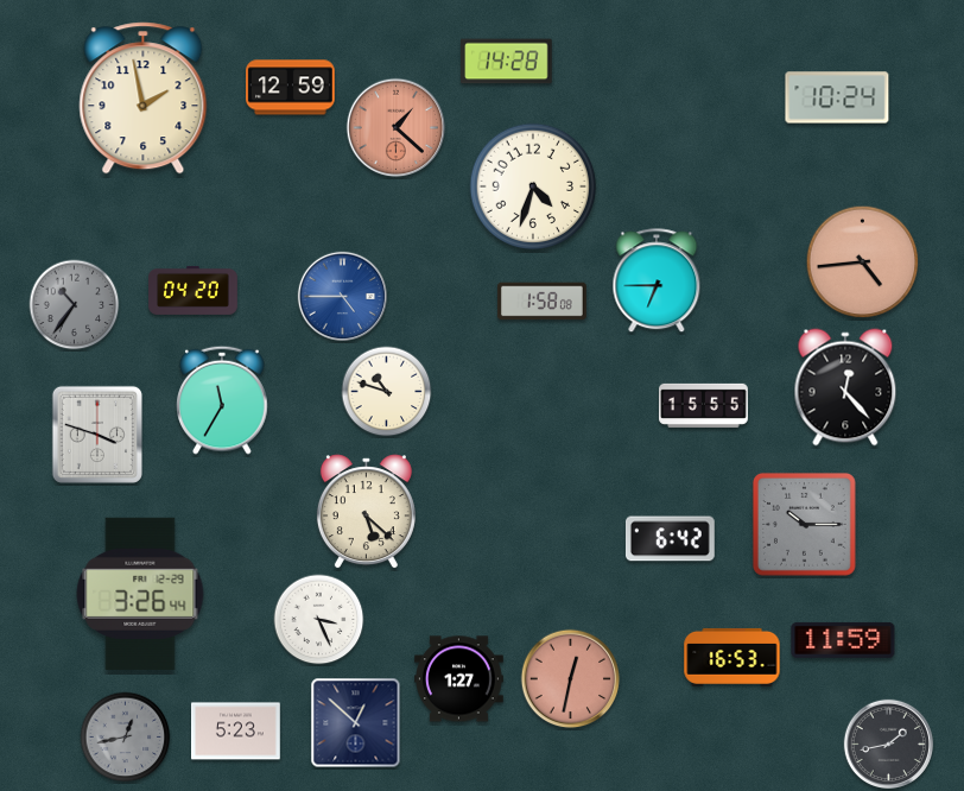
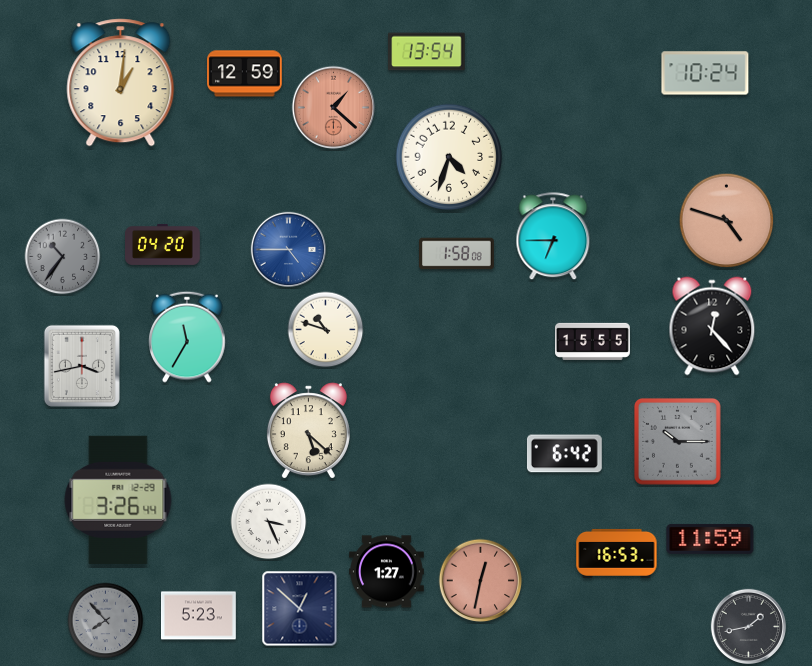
clock at (507, 62): 14:28 -> 13:54
clock at (837, 97) position: (837, 97) -> (705, 73)
clock at (144, 99): 1:58 -> 1:01
clock at (863, 262): 4:44 -> 4:48
clock at (97, 435): 3:48 -> 3:43
clock at (571, 679) position: (571, 679) -> (481, 581)
clock at (126, 738): 12:43 -> 7:53
